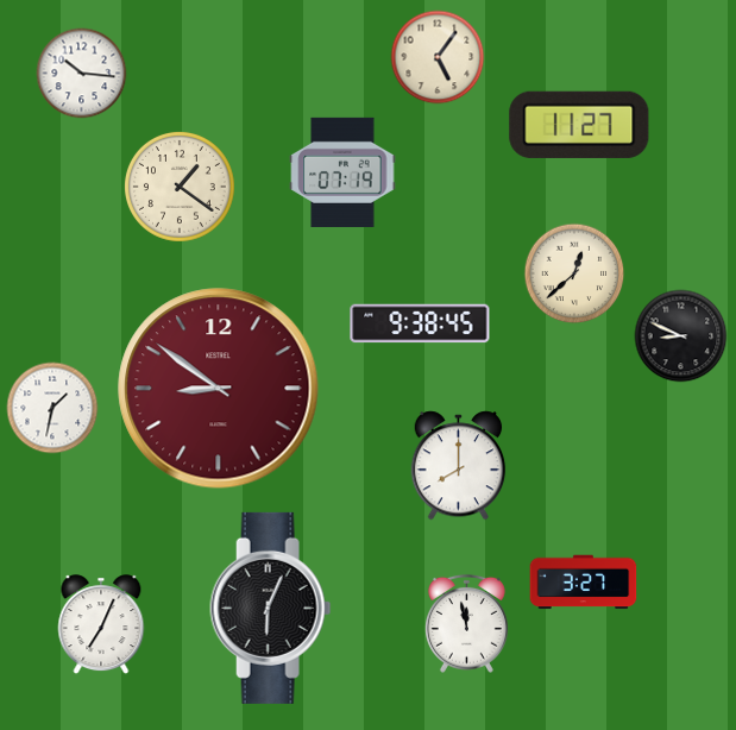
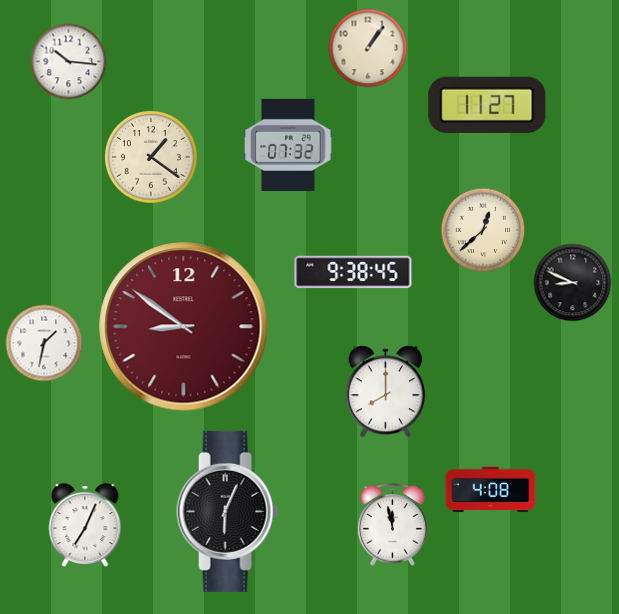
clock at (438, 57): 5:06 -> 1:06
clock at (342, 172): 07:19 -> 07:32
clock at (584, 583): 3:27 -> 4:08
